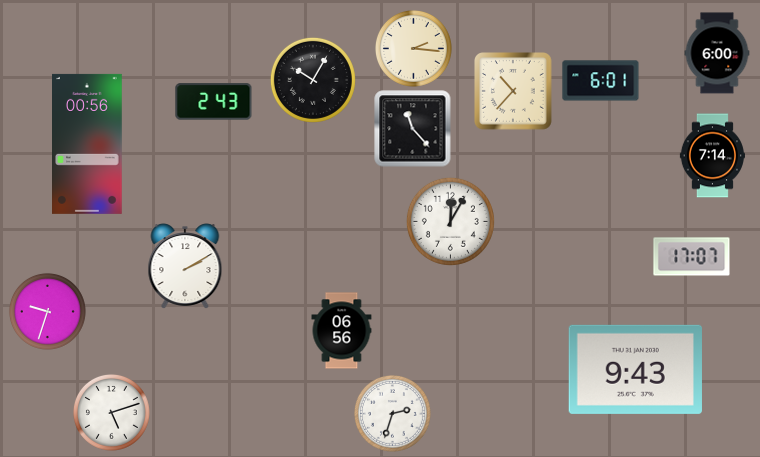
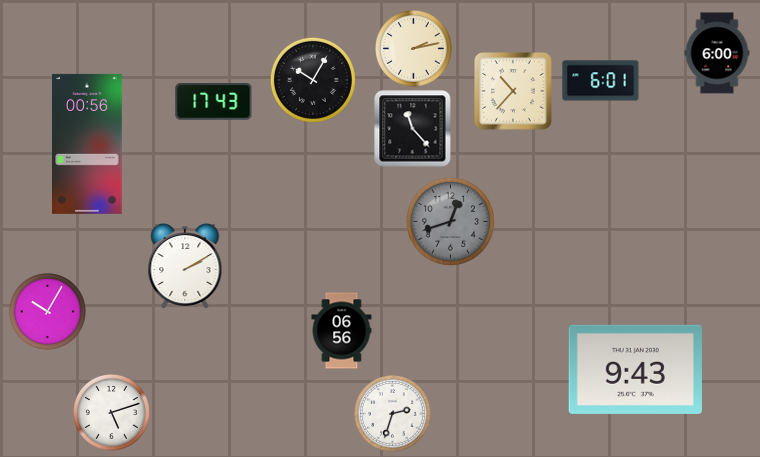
clock at (413, 48): 2:16 -> 2:13
clock at (214, 102): 2:43 -> 17:43
clock at (712, 156): 7:14 -> none
clock at (450, 221): 12:05 -> 12:42
clock at (450, 221) dial: white -> grey
clock at (692, 257): 17:07 -> none
clock at (47, 311): 9:33 -> 10:05
